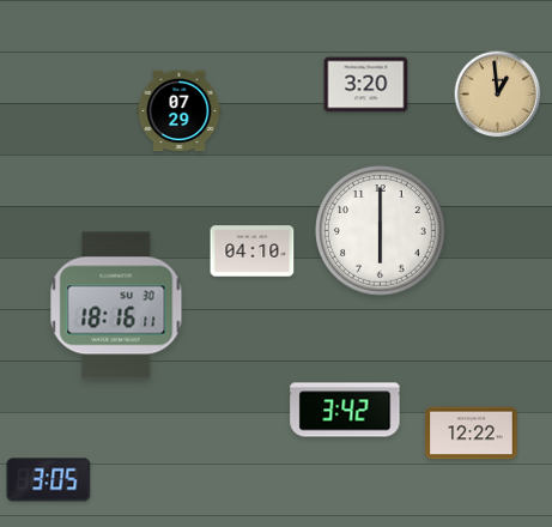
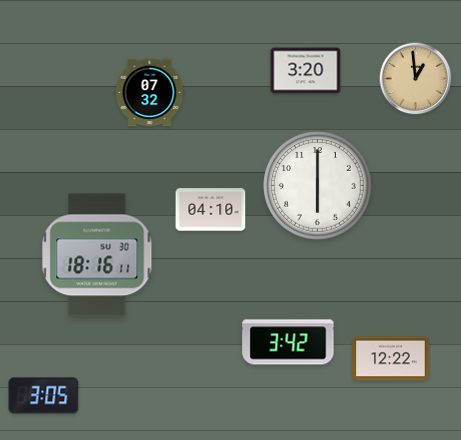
clock at (180, 111): 07:29 -> 07:32
clock at (381, 231) position: (381, 231) -> (318, 186)
clock at (472, 434) position: (472, 434) -> (391, 359)
clock at (49, 480) position: (49, 480) -> (44, 396)
